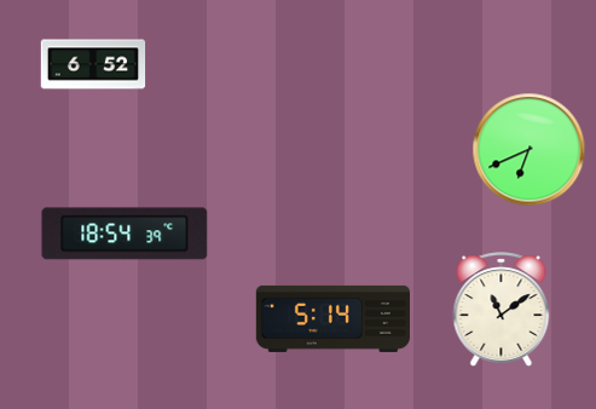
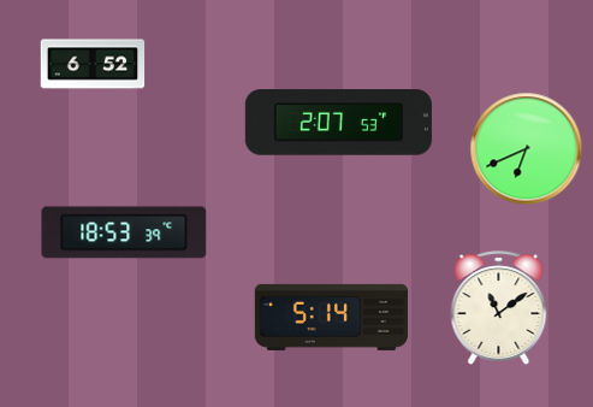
clock at (338, 123): none -> 2:07
clock at (125, 234): 18:54 -> 18:53
